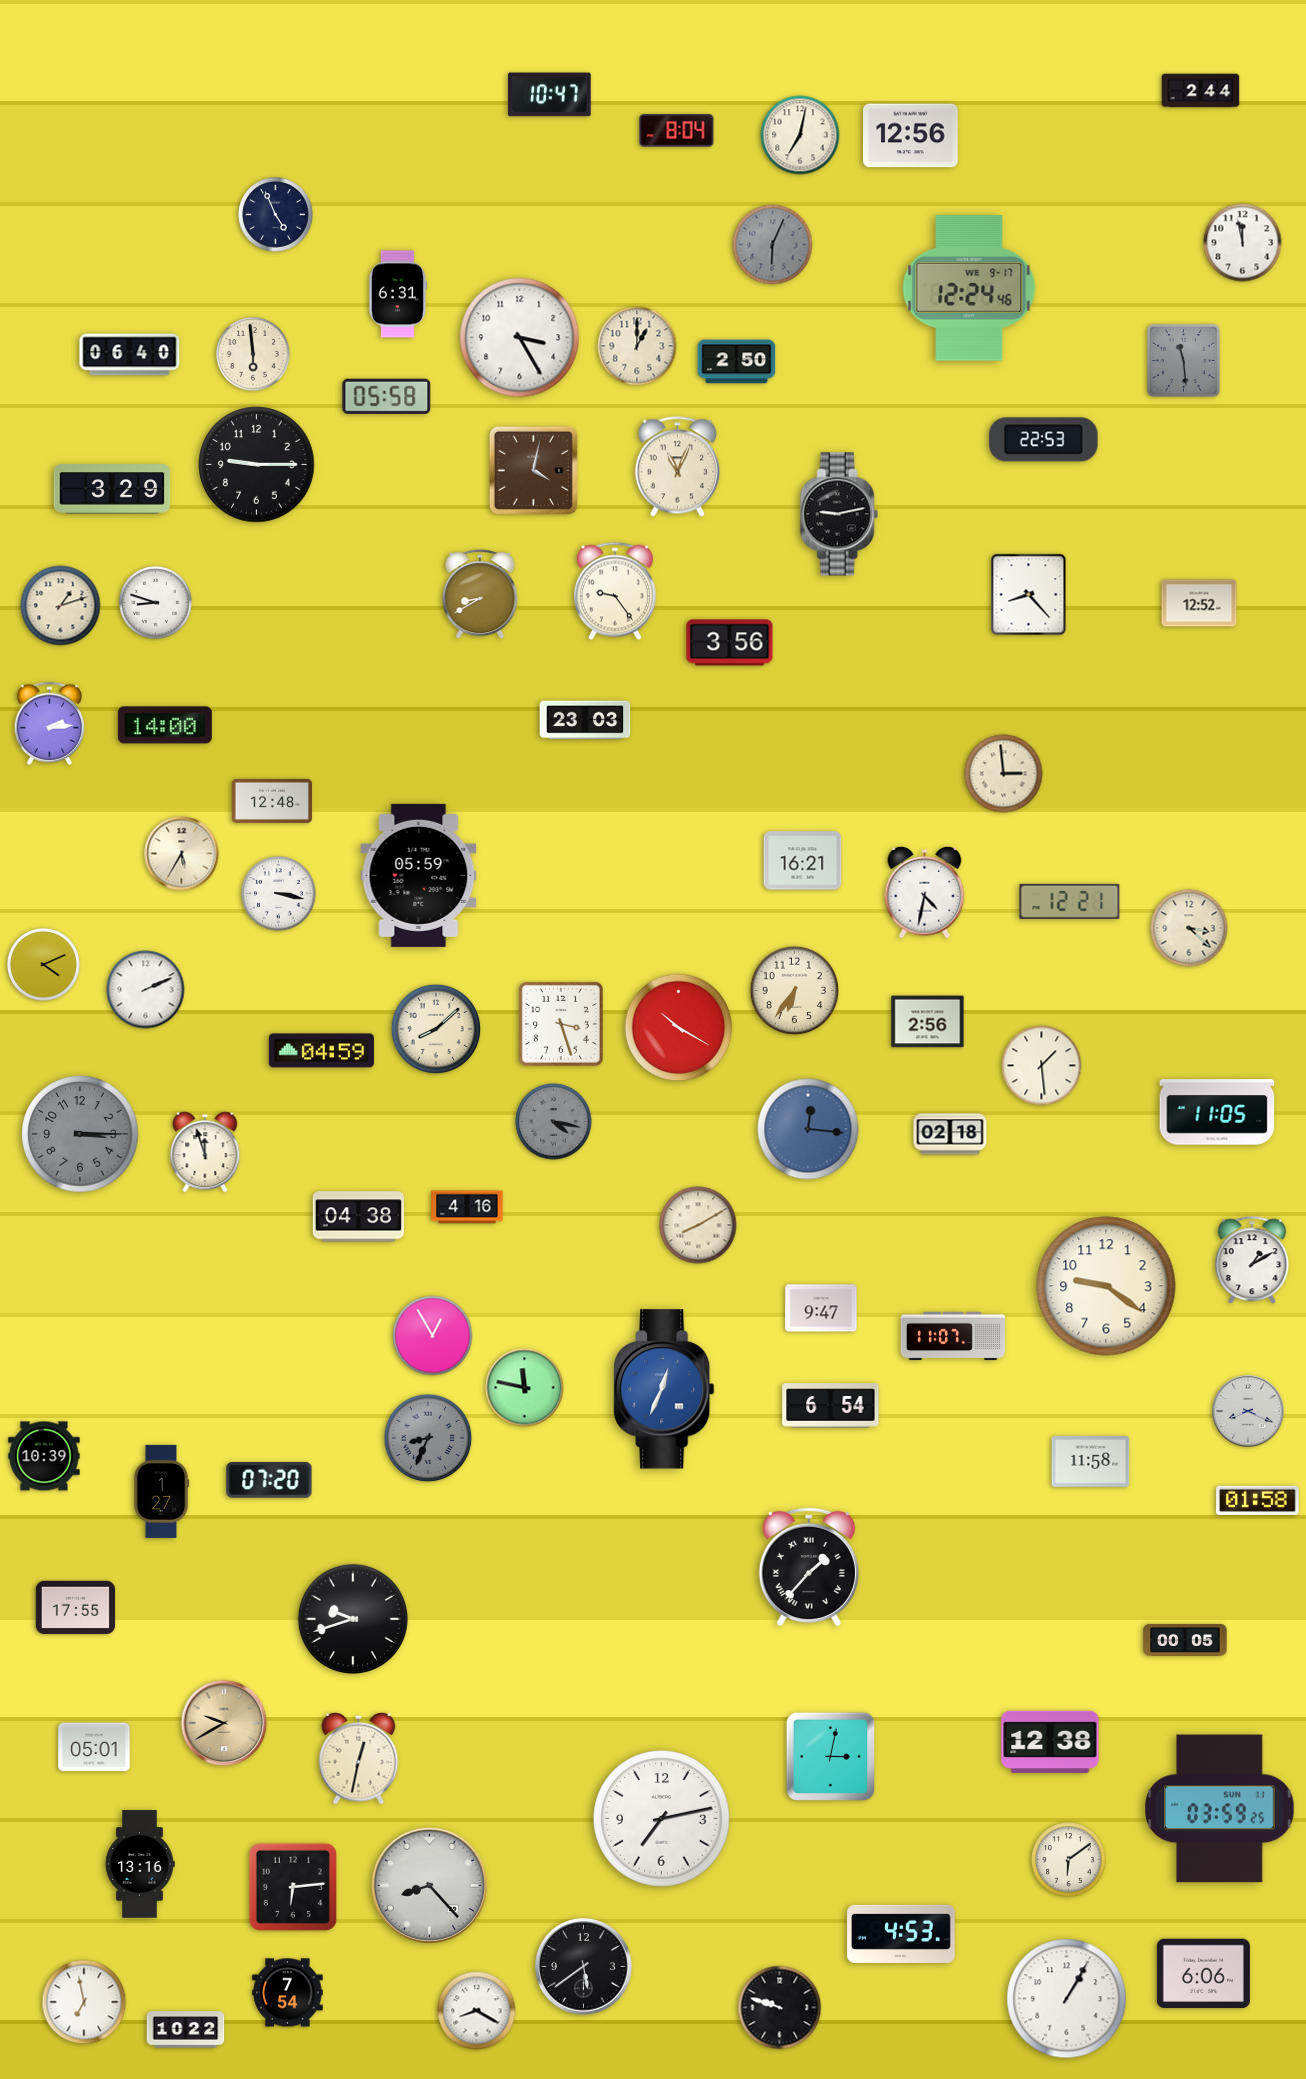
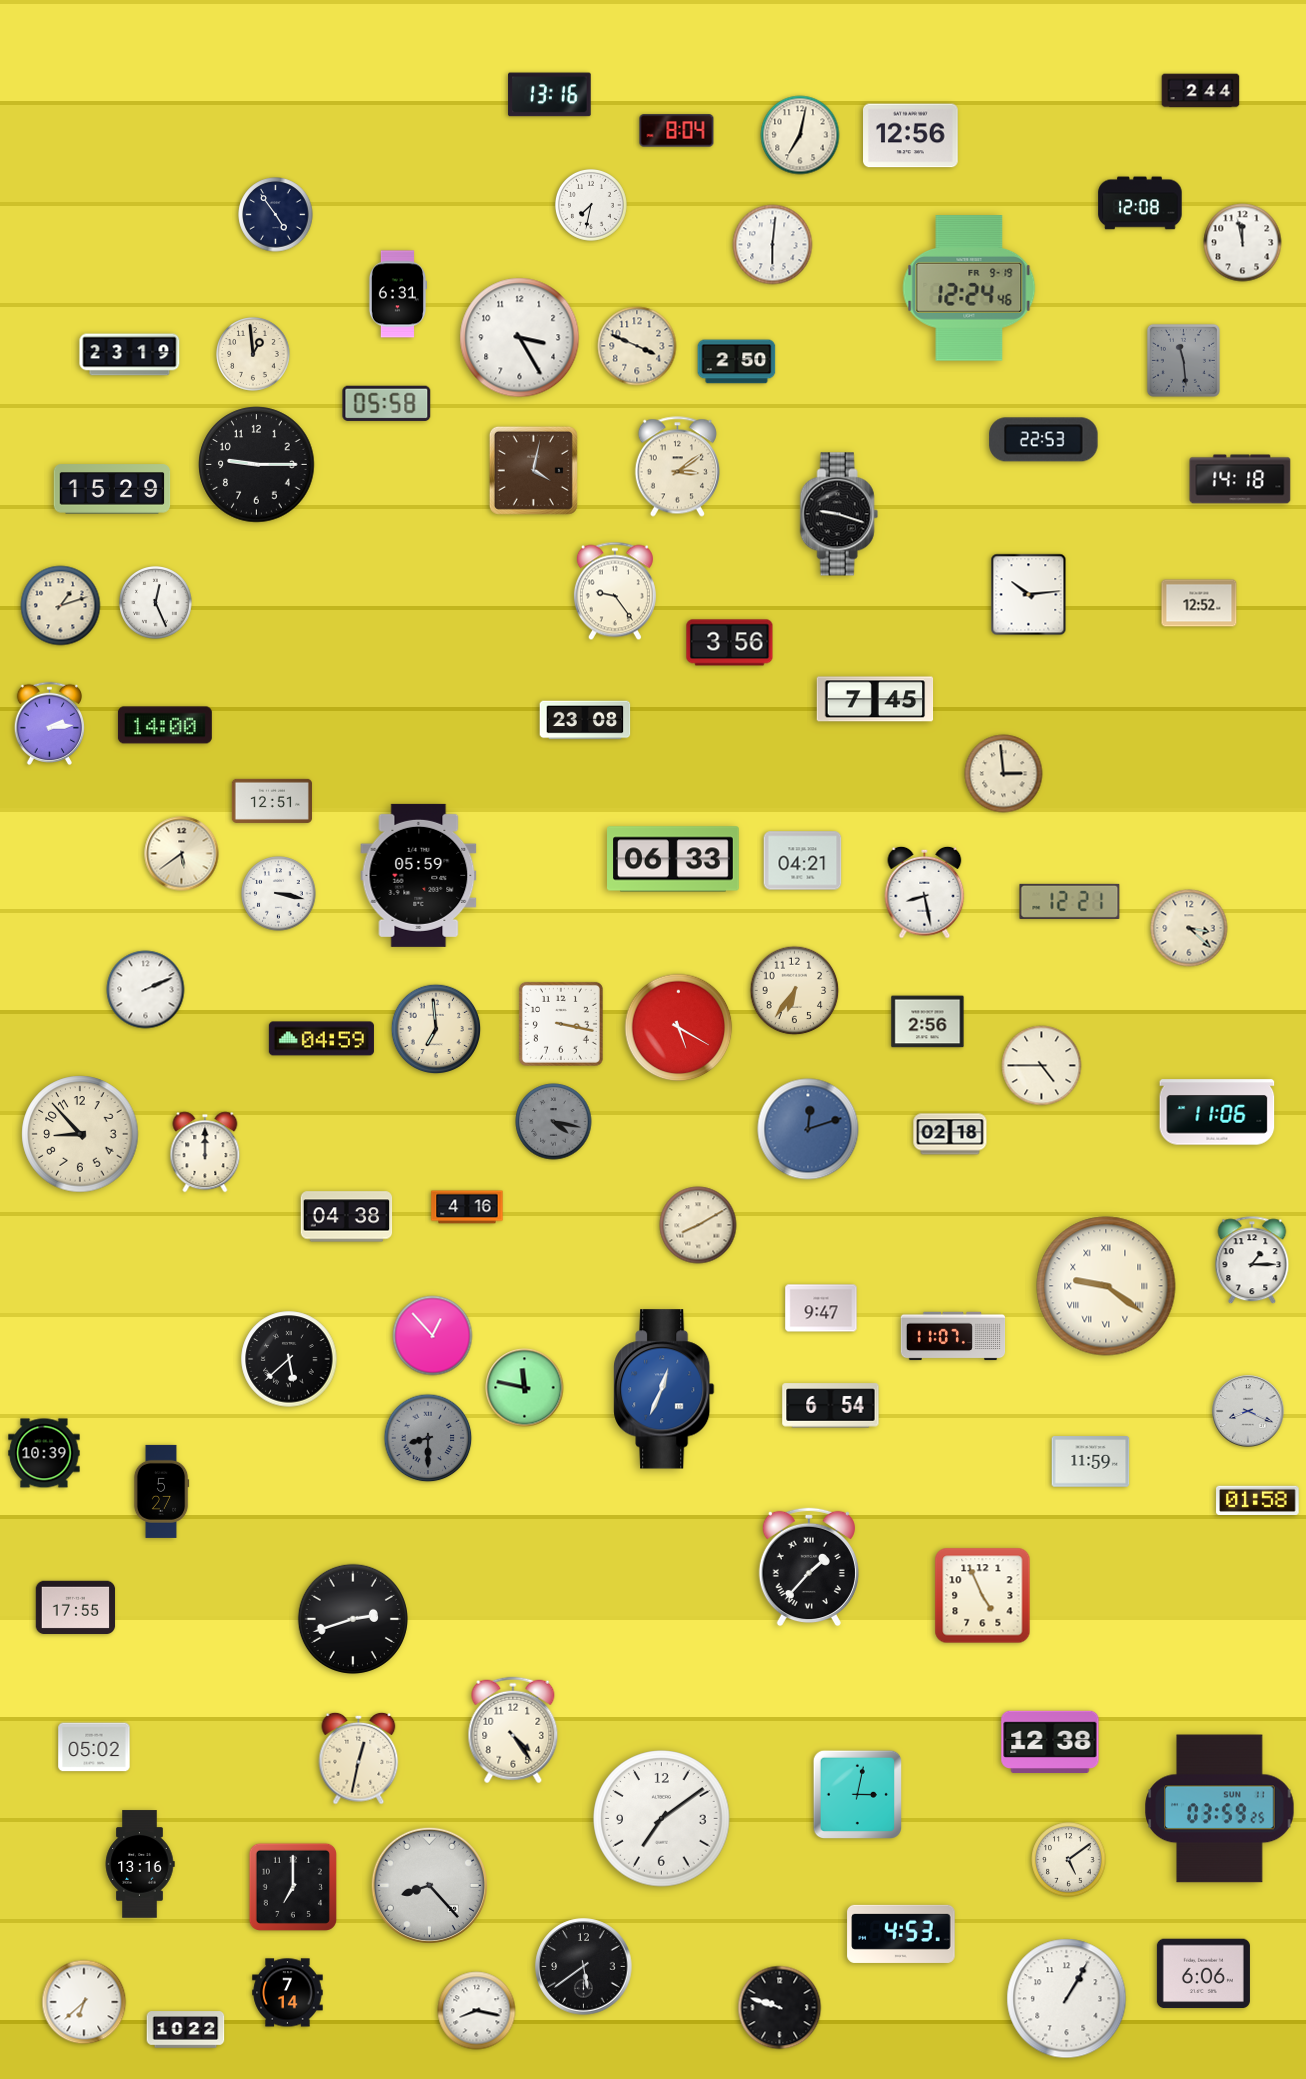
clock at (550, 95): 10:47 -> 13:16
clock at (1140, 203): none -> 12:08
clock at (591, 205): none -> 7:32
clock at (276, 215): 4:56 -> 4:54
clock at (773, 245): 6:04 -> 6:01
clock at (773, 245) dial: grey -> white
clock at (969, 288) date: WE 9-17 -> FR 9-19
clock at (637, 346): 1:00 -> 3:49
clock at (253, 354): 5:59 -> 12:59
clock at (130, 355): 06:40 -> 23:19
clock at (387, 396) position: (387, 396) -> (387, 403)
clock at (677, 467): 11:04 -> 3:09
clock at (1240, 479): none -> 14:18
clock at (112, 489): 3:29 -> 15:29
clock at (839, 514): 9:13 -> 9:18
clock at (480, 595): 8:40 -> none
clock at (1029, 595): 8:23 -> 10:14
clock at (156, 603): 8:48 -> 12:26
clock at (875, 699): none -> 7:45
clock at (585, 720): 23:03 -> 23:08
clock at (272, 801): 12:48 -> 12:51
clock at (182, 854): 5:35 -> 5:39
clock at (674, 859): none -> 06:33
clock at (803, 861): 16:21 -> 04:21
clock at (925, 892): 4:32 -> 8:28
clock at (44, 965): 4:11 -> none
clock at (561, 1024): 3:27 -> 3:17
clock at (679, 1028): 10:20 -> 5:20
clock at (436, 1029): 8:08 -> 6:59
clock at (321, 1051) position: (321, 1051) -> (321, 1039)
clock at (1042, 1066): 1:29 -> 4:45
clock at (1217, 1112): 11:05 -> 11:06
clock at (808, 1129): 12:16 -> 12:12
clock at (80, 1134): 3:15 -> 8:53
clock at (80, 1134) dial: grey -> cream
clock at (205, 1152): 11:57 -> 12:00
clock at (359, 1217) position: (359, 1217) -> (347, 1217)
clock at (1252, 1261): 1:10 -> 1:15
clock at (1106, 1286) numerals: Arabic -> Roman
clock at (433, 1336): 12:55 -> 12:53
clock at (289, 1359): none -> 5:38
clock at (428, 1438): 8:34 -> 8:30
clock at (44, 1456) position: (44, 1456) -> (44, 1453)
clock at (1091, 1462): 11:58 -> 11:59
clock at (269, 1480): 07:20 -> none
clock at (161, 1491): 1:27 -> 5:27
clock at (983, 1596): none -> 4:56
clock at (353, 1619): 9:42 -> 2:42
clock at (1185, 1640): 00:05 -> none
clock at (224, 1723): 9:40 -> none
clock at (513, 1730): none -> 4:24
clock at (94, 1747): 05:01 -> 05:02
clock at (831, 1757) position: (831, 1757) -> (858, 1795)
clock at (662, 1819): 7:13 -> 7:09
clock at (1069, 1860): 6:09 -> 5:09
clock at (293, 1887): 6:14 -> 7:00
clock at (288, 1993): 7:54 -> 7:14
clock at (84, 2002): 6:58 -> 6:38
clock at (477, 2011): 8:20 -> 8:17
